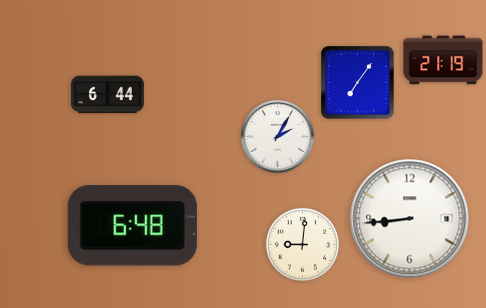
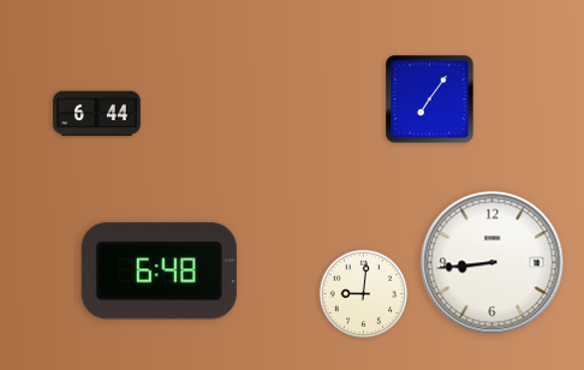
clock at (443, 60): 21:19 -> none
clock at (108, 95) position: (108, 95) -> (97, 114)
clock at (277, 136): 2:05 -> none
